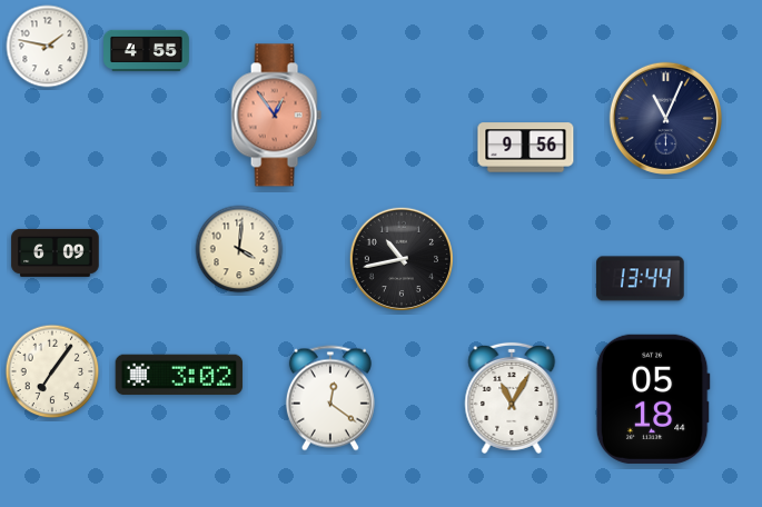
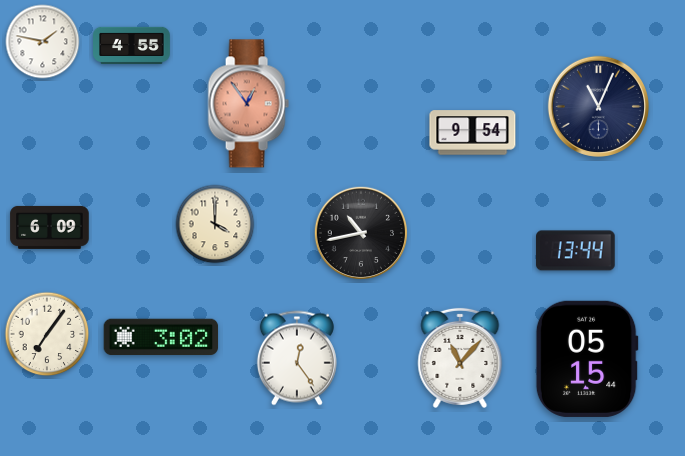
clock at (526, 148): 9:56 -> 9:54
clock at (239, 249): 4:01 -> 4:00
clock at (330, 398): 12:21 -> 12:24
clock at (512, 398): 11:05 -> 11:07
clock at (653, 399): 05:18 -> 05:15
